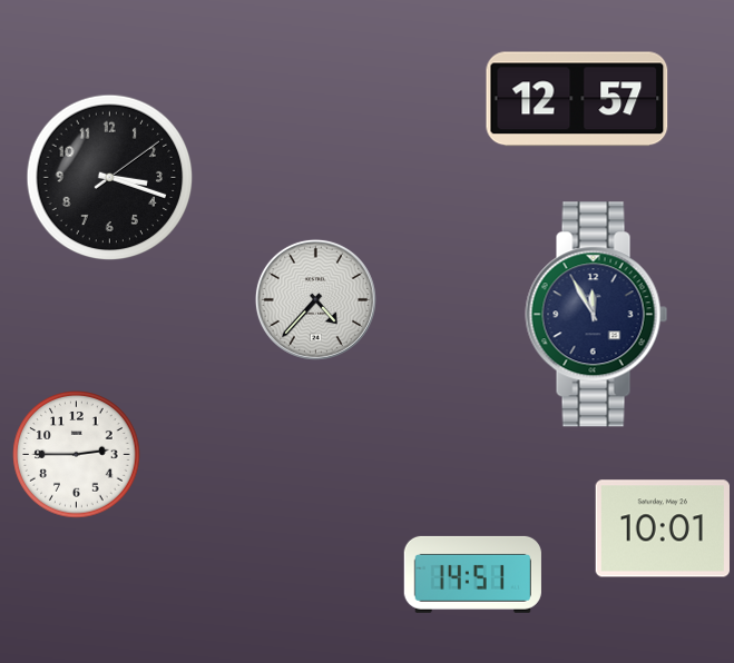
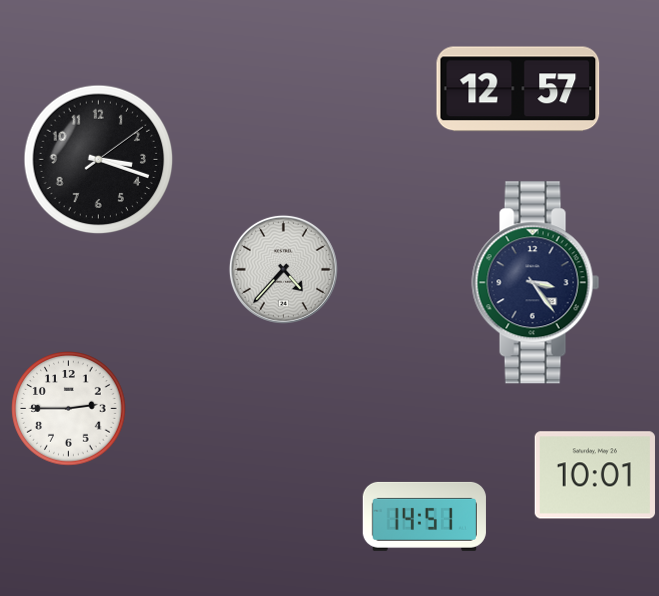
clock at (597, 315): 11:55 -> 3:24
